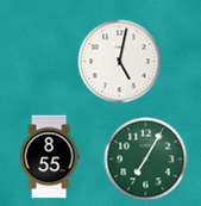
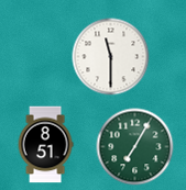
clock at (120, 62): 5:02 -> 11:30
clock at (49, 157): 8:55 -> 8:51
